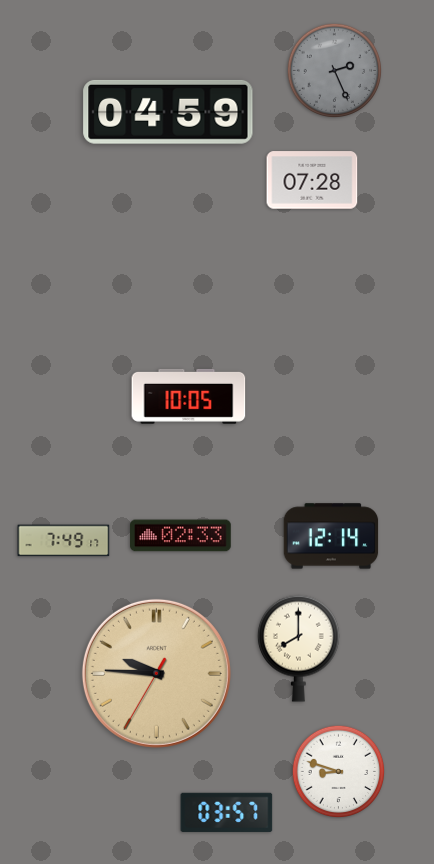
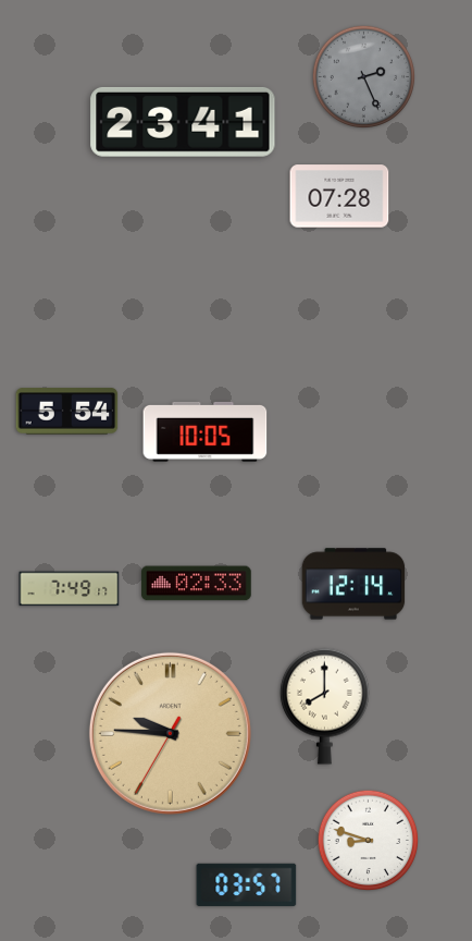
clock at (168, 112): 04:59 -> 23:41
clock at (67, 412): none -> 5:54
clock at (331, 536) position: (331, 536) -> (353, 584)
